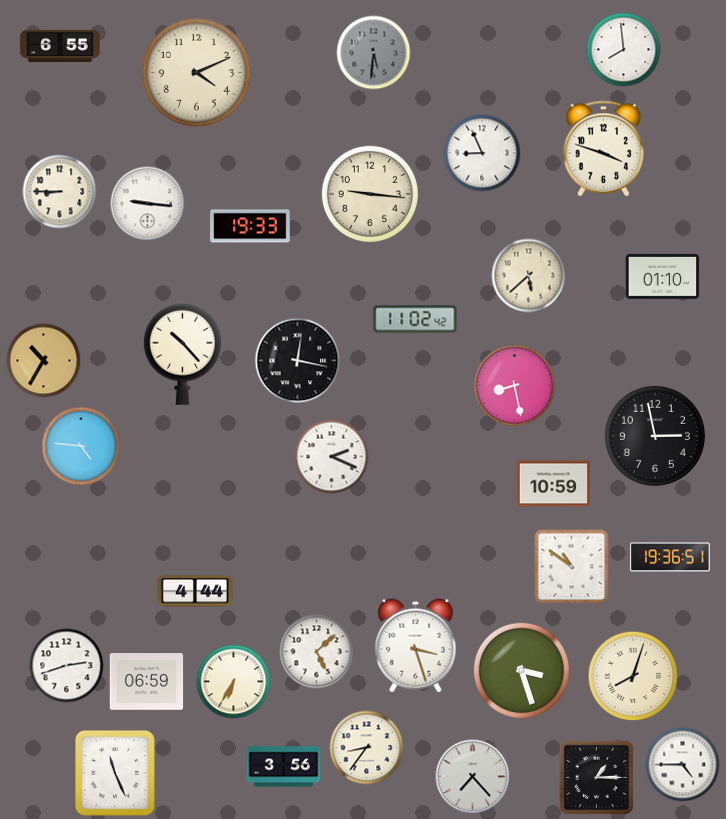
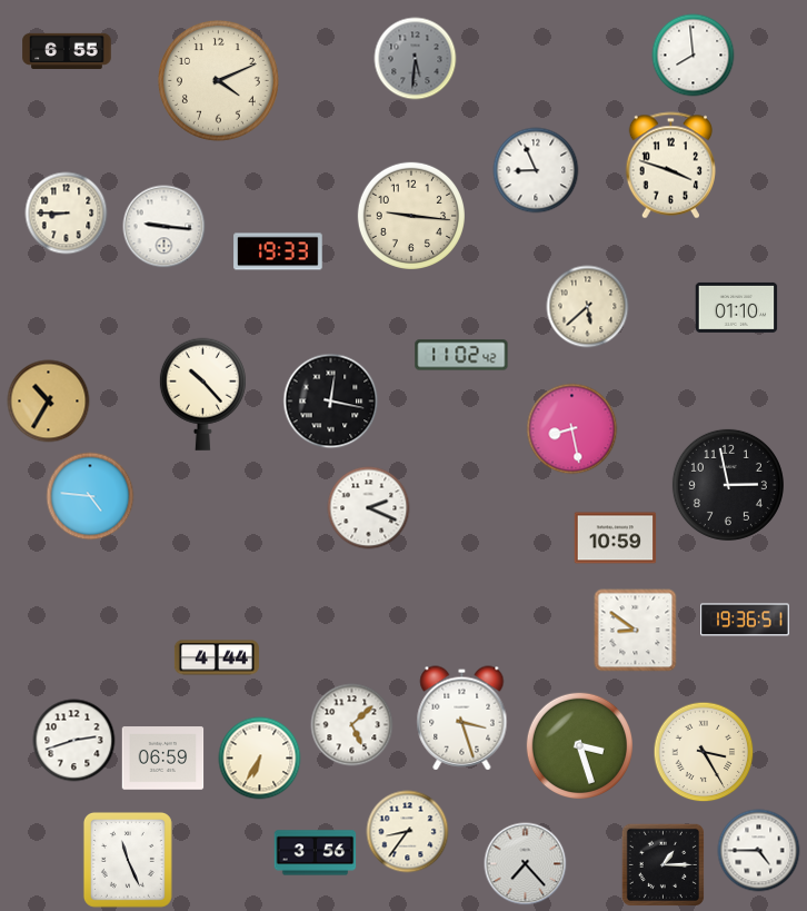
clock at (572, 567): 10:51 -> 8:51
clock at (633, 676): 8:03 -> 3:25
